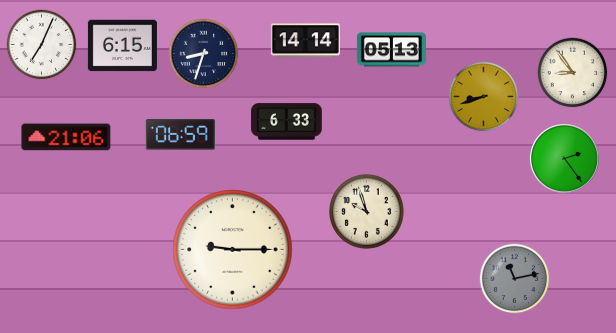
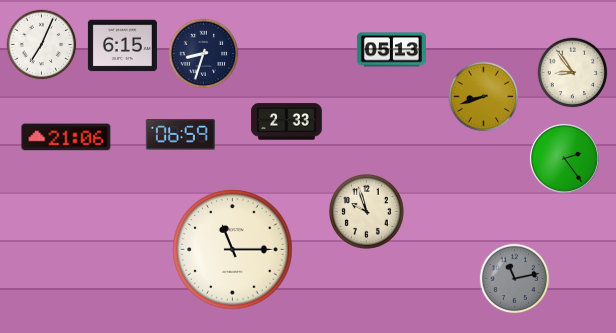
clock at (305, 41): 14:14 -> none
clock at (287, 122): 6:33 -> 2:33
clock at (233, 250): 9:15 -> 11:15
